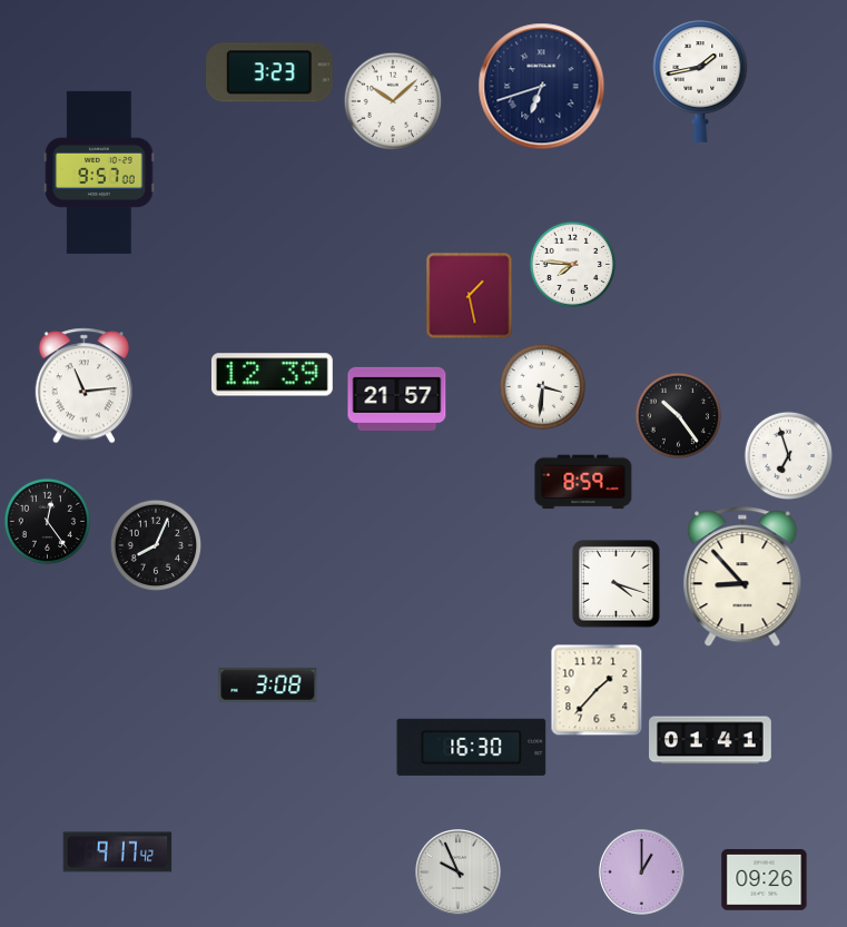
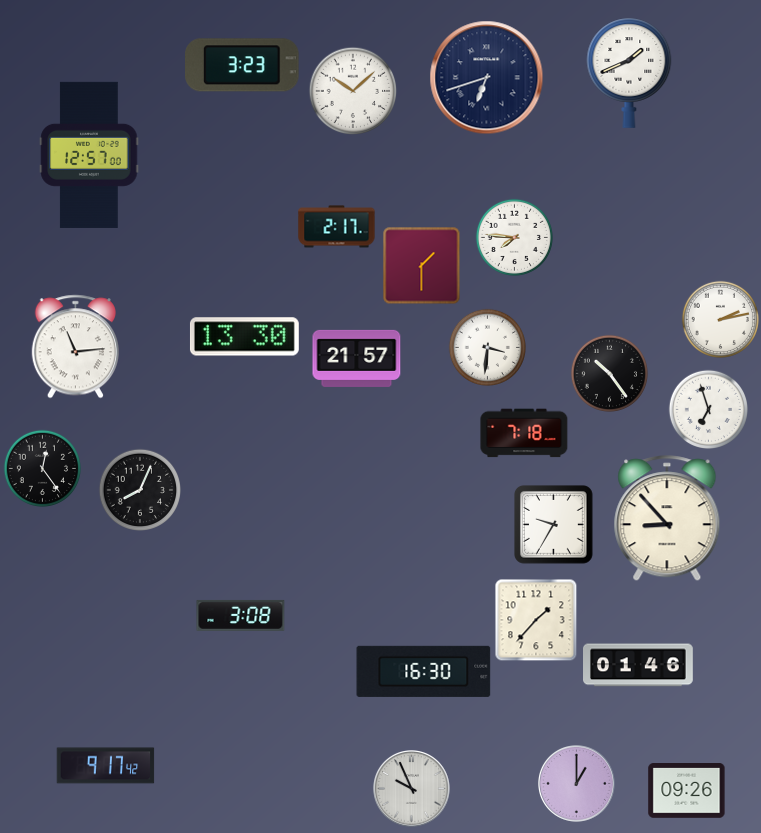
clock at (700, 81): 1:43 -> 1:41
clock at (99, 172): 9:57 -> 12:57
clock at (337, 227): none -> 2:17
clock at (469, 295): 1:28 -> 1:30
clock at (720, 319): none -> 2:13
clock at (272, 375): 12:39 -> 13:30
clock at (583, 482): 8:59 -> 7:18
clock at (617, 584): 4:18 -> 9:35
clock at (711, 740): 01:41 -> 01:46
clock at (459, 872) position: (459, 872) -> (412, 789)
